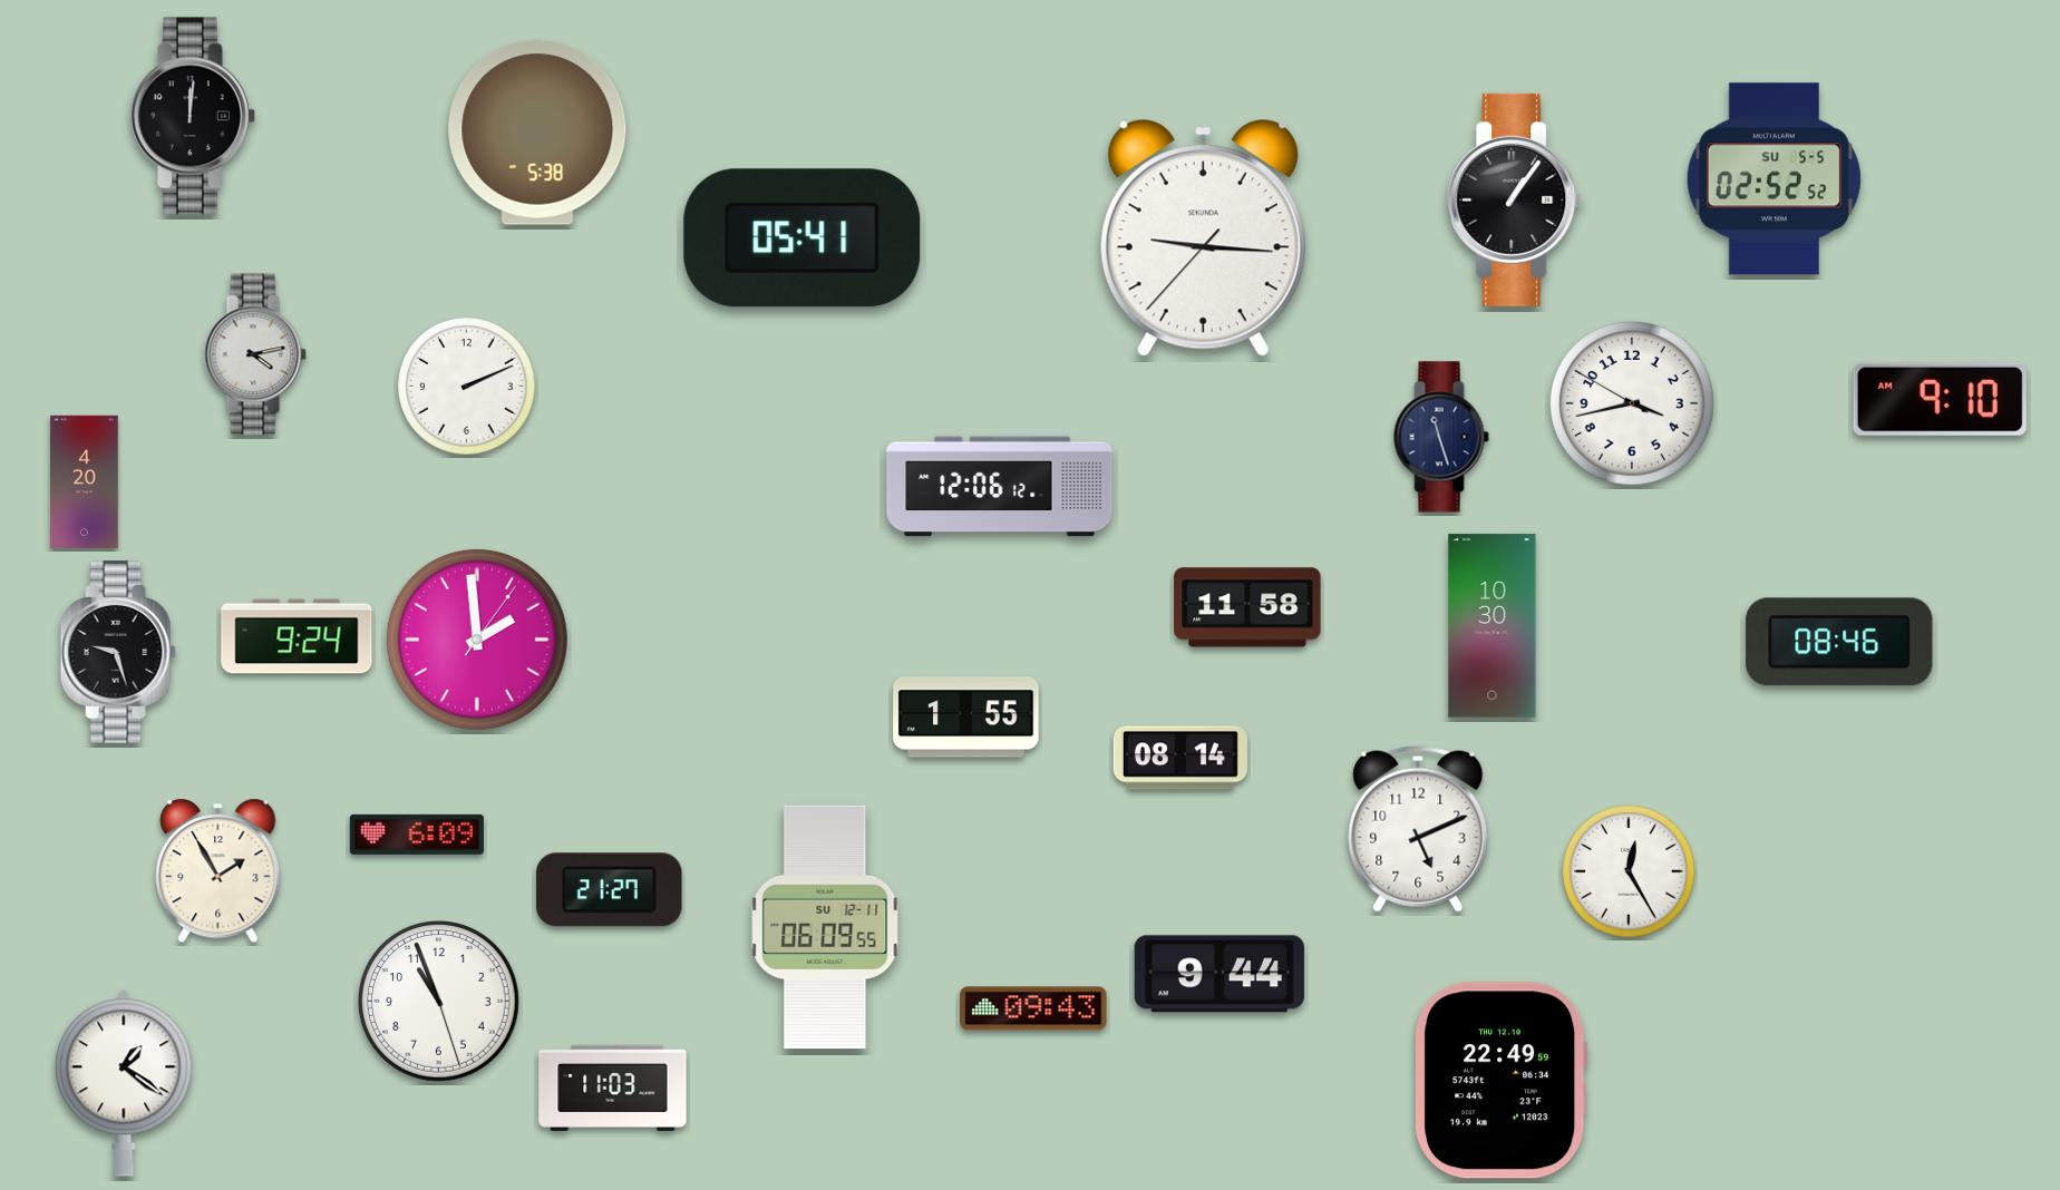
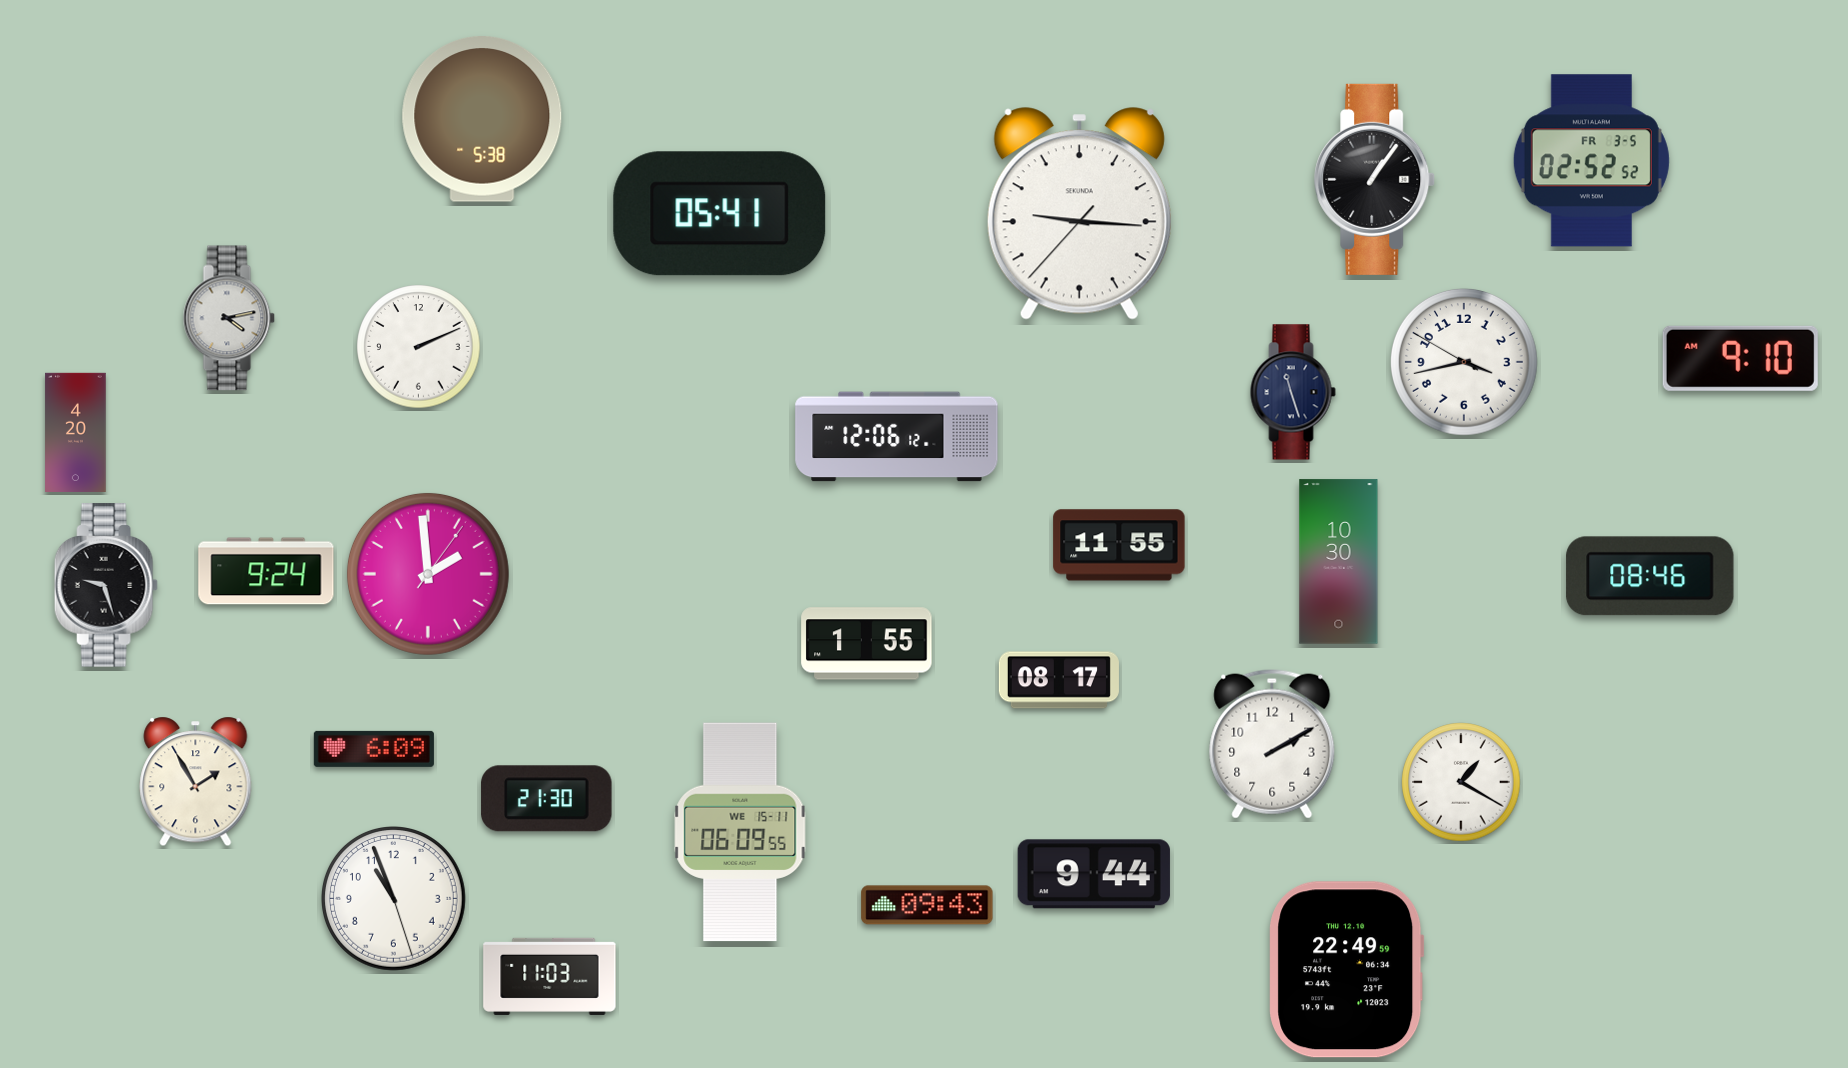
clock at (193, 116): 12:01 -> none
clock at (1774, 179) date: SU 5-5 -> FR 3-5
clock at (1515, 199) position: (1515, 199) -> (1375, 179)
clock at (1247, 607): 11:58 -> 11:55
clock at (1180, 758): 08:14 -> 08:17
clock at (1418, 829): 5:11 -> 2:10
clock at (1629, 871): 12:25 -> 1:20
clock at (610, 890): 21:27 -> 21:30
clock at (825, 927) date: SU 12-11 -> WE 15-11
clock at (124, 1083): 1:21 -> none
